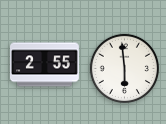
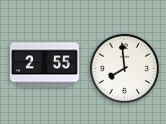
clock at (124, 68): 5:59 -> 7:59
